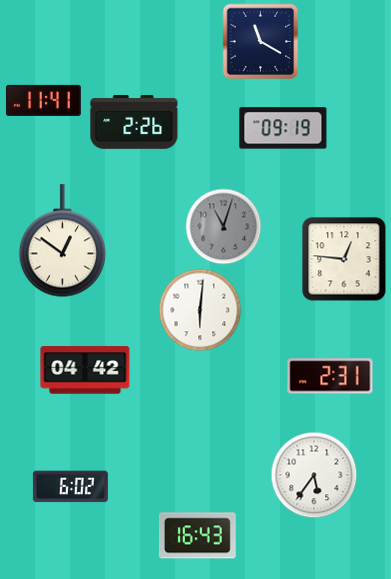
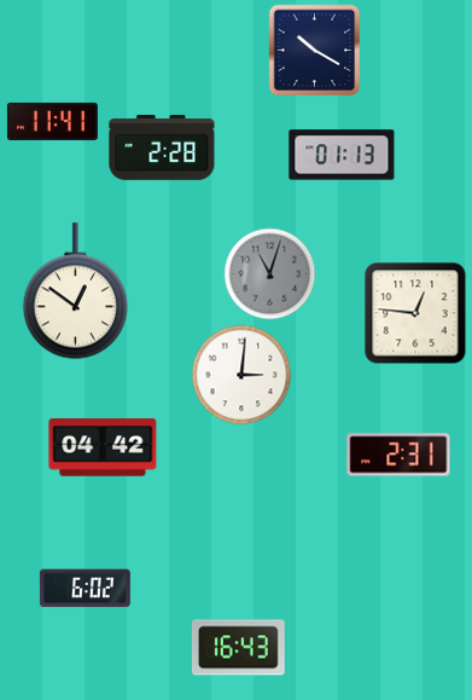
clock at (261, 42): 11:20 -> 10:20
clock at (134, 123): 2:26 -> 2:28
clock at (283, 128): 09:19 -> 01:13
clock at (200, 310): 6:01 -> 3:01
clock at (314, 475): 5:36 -> none
